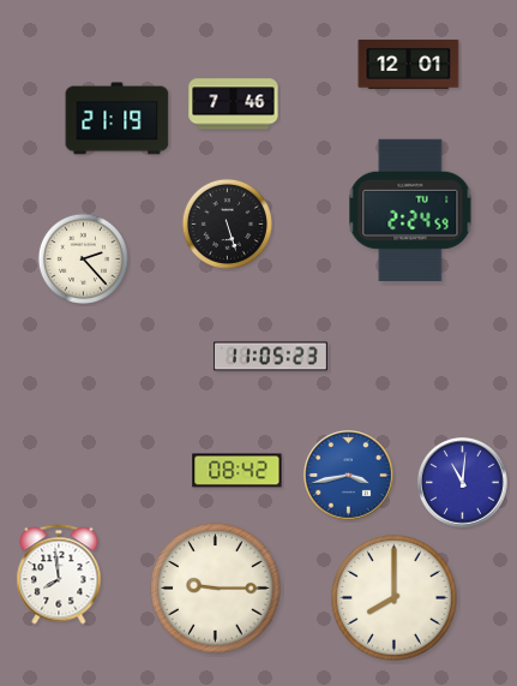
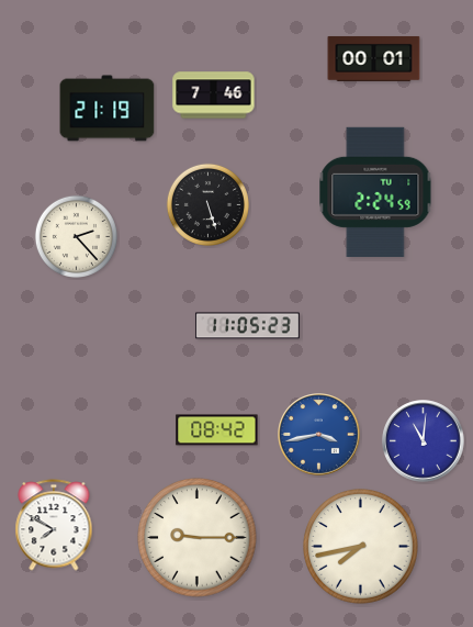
clock at (409, 64): 12:01 -> 00:01
clock at (59, 574): 7:59 -> 7:50
clock at (395, 598): 8:00 -> 7:43
